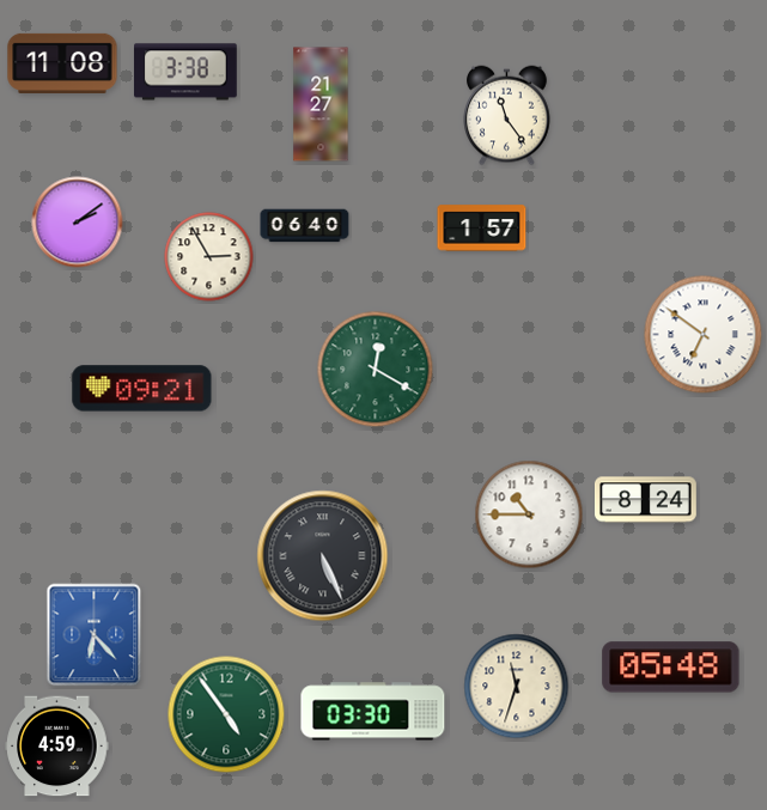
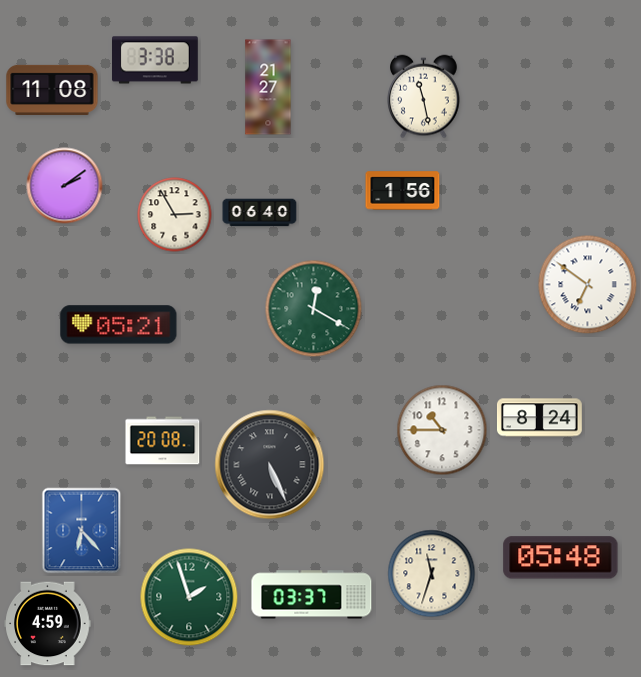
clock at (62, 63) position: (62, 63) -> (52, 90)
clock at (507, 116): 11:24 -> 11:28
clock at (305, 226) position: (305, 226) -> (260, 213)
clock at (482, 229): 1:57 -> 1:56
clock at (704, 335) position: (704, 335) -> (588, 285)
clock at (142, 389): 09:21 -> 05:21
clock at (163, 441): none -> 20:08
clock at (95, 635) position: (95, 635) -> (82, 531)
clock at (373, 712): 03:30 -> 03:37
clock at (226, 714): 4:54 -> 1:57
